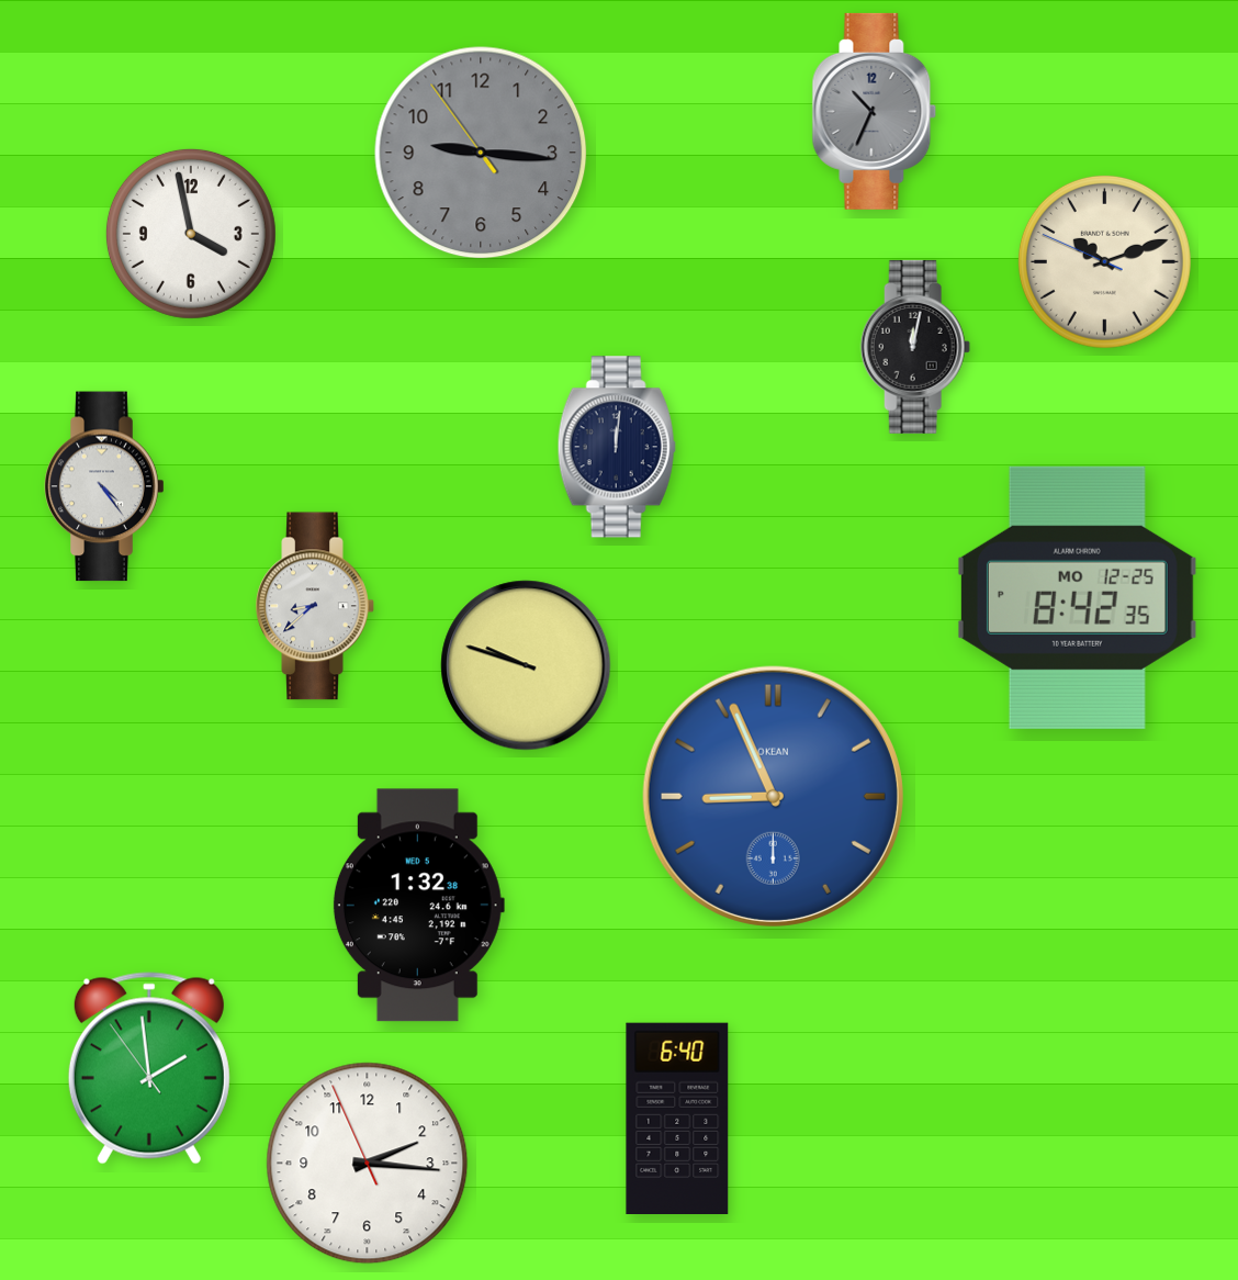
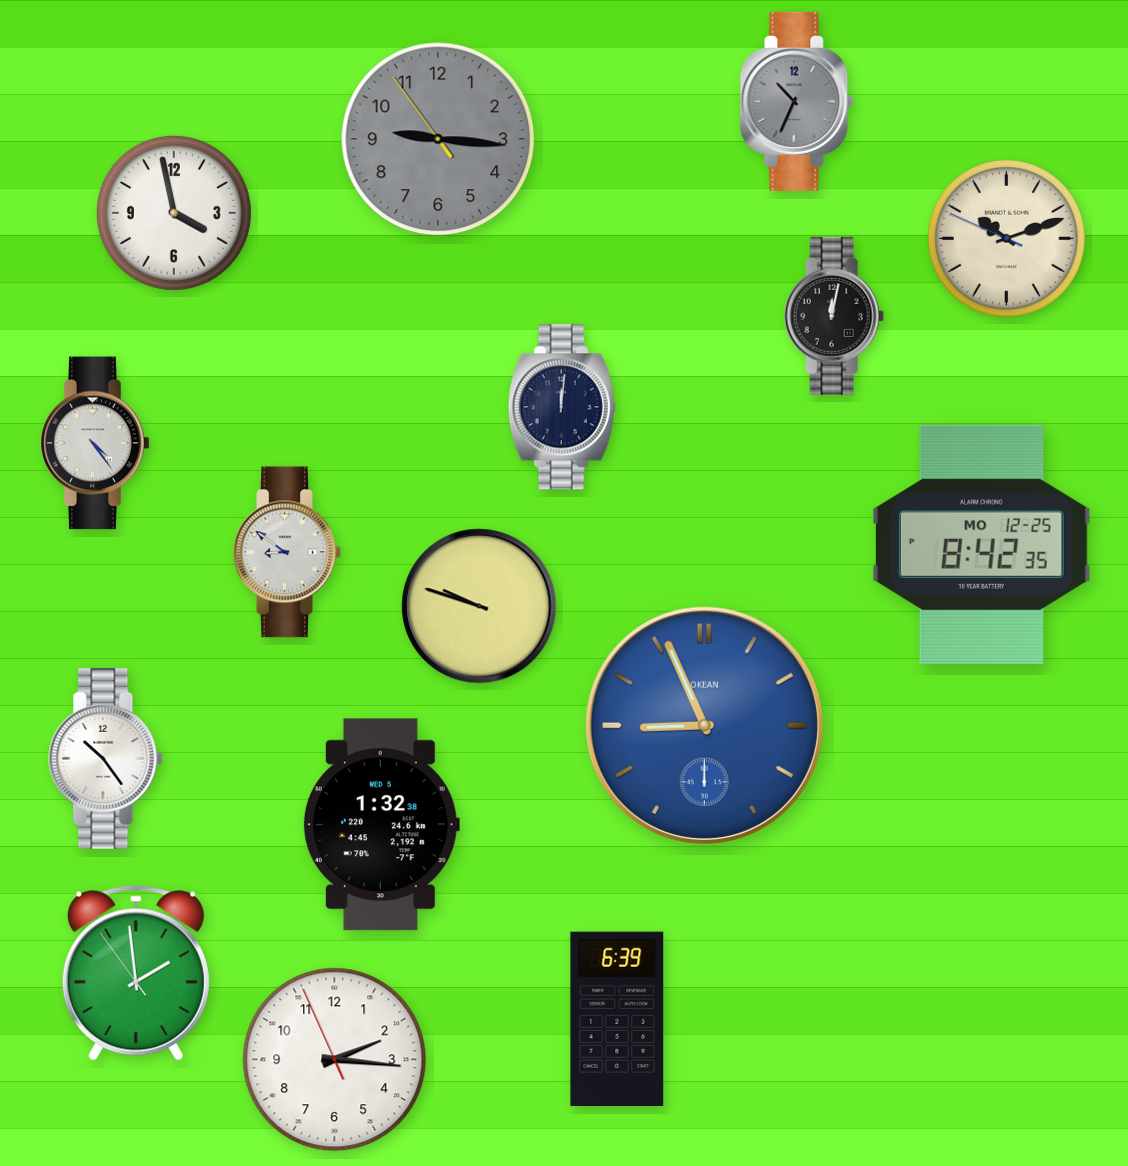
clock at (315, 606): 8:38 -> 8:51
clock at (106, 758): none -> 10:24
clock at (677, 1118): 6:40 -> 6:39
